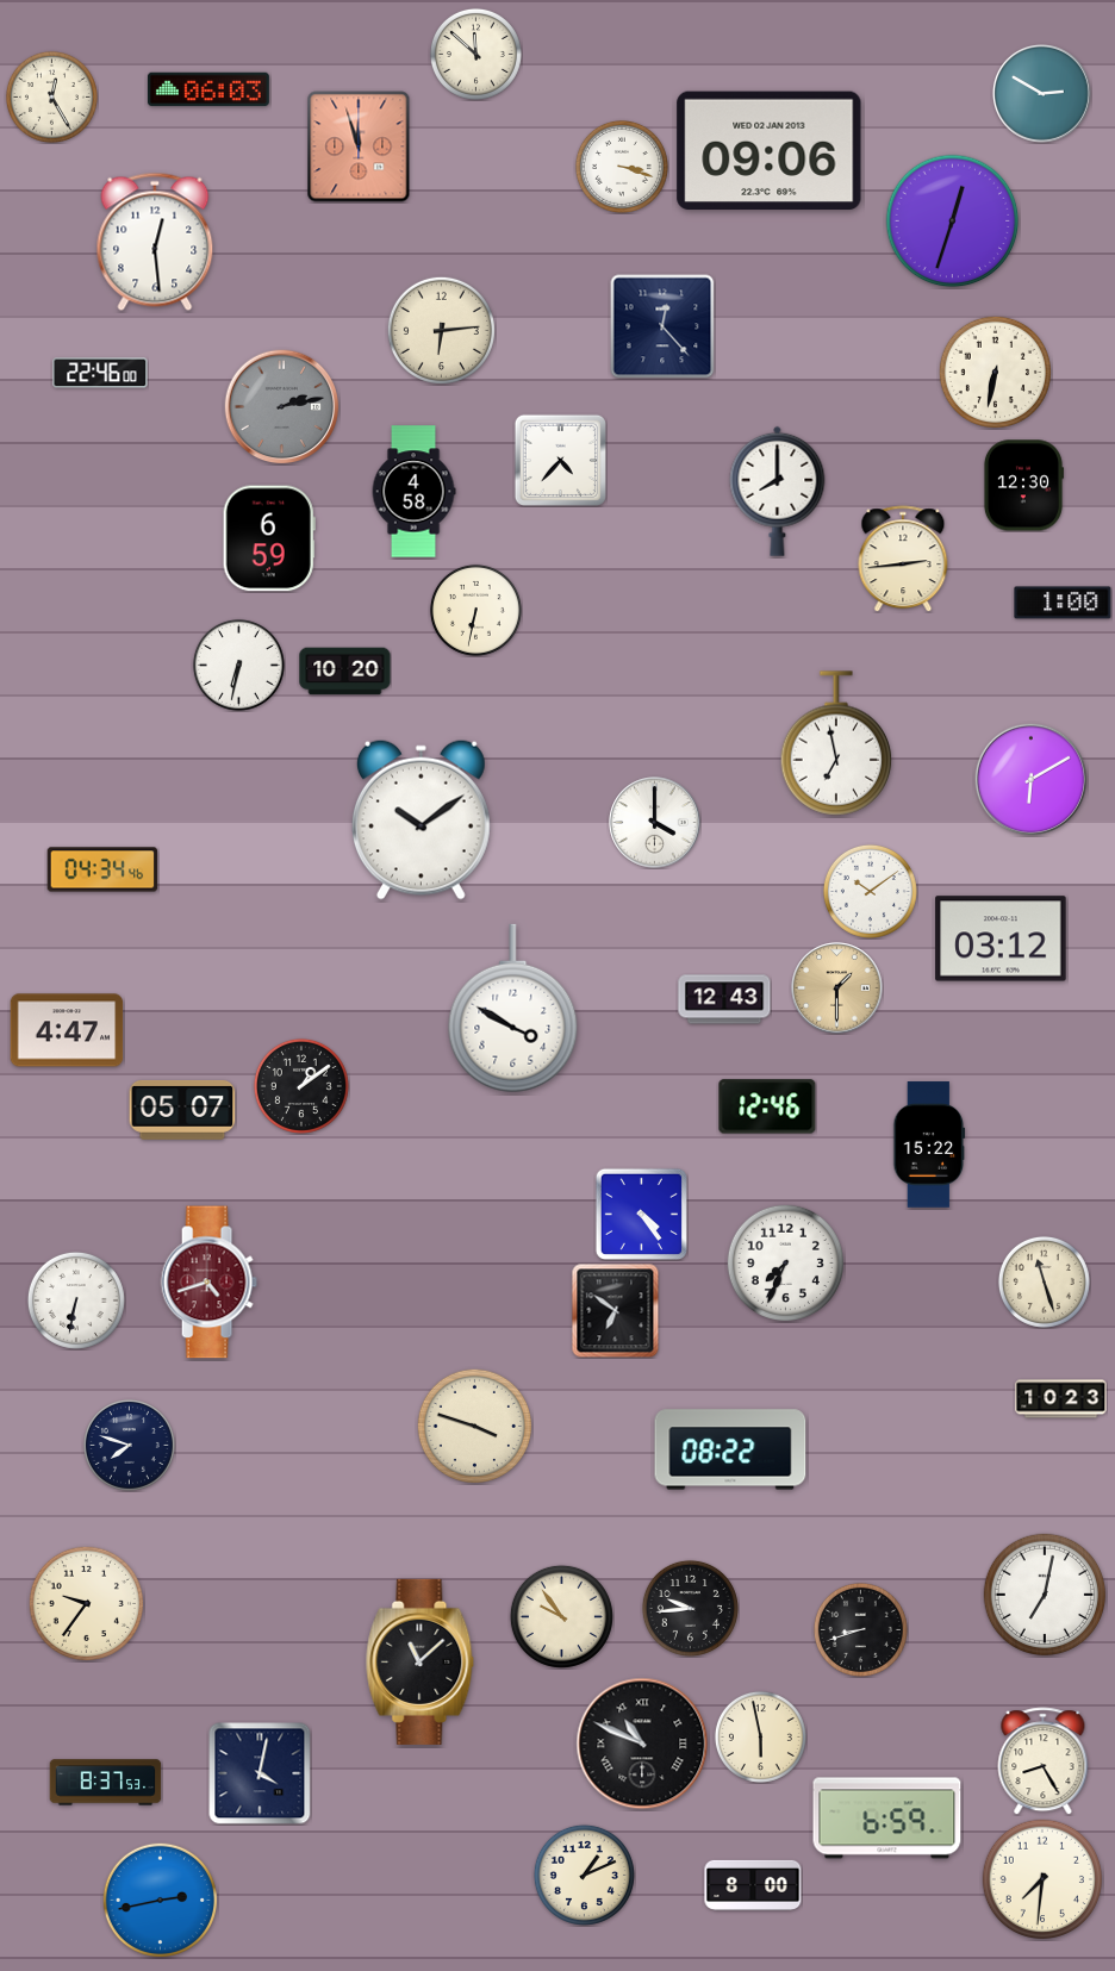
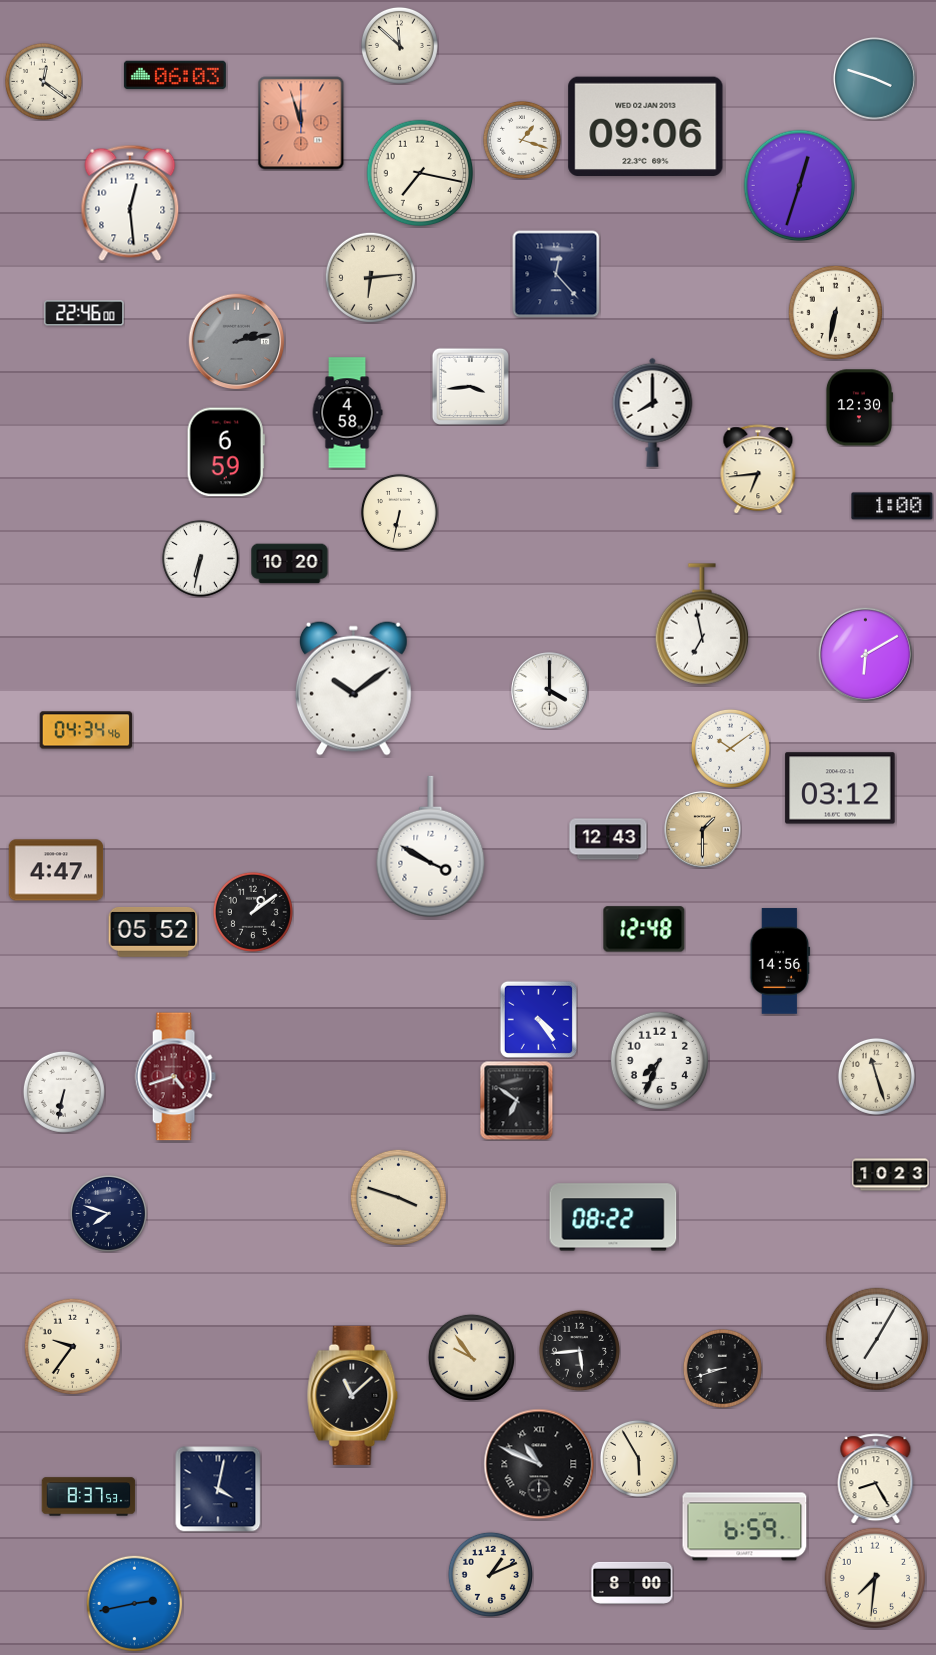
clock at (1041, 93): 2:50 -> 3:48
clock at (51, 96): 12:25 -> 12:21
clock at (622, 167): 3:18 -> 1:18
clock at (420, 173): none -> 7:17
clock at (560, 460): 4:37 -> 3:44
clock at (903, 559): 2:44 -> 6:44
clock at (67, 1030) position: (67, 1030) -> (56, 870)
clock at (767, 1106): 12:46 -> 12:48
clock at (182, 1110): 05:07 -> 05:52
clock at (929, 1144): 15:22 -> 14:56
clock at (1045, 1595): 7:02 -> 7:05
clock at (690, 1608): 9:44 -> 5:44
clock at (760, 1736): 5:58 -> 5:55
clock at (160, 1900) position: (160, 1900) -> (134, 1603)
